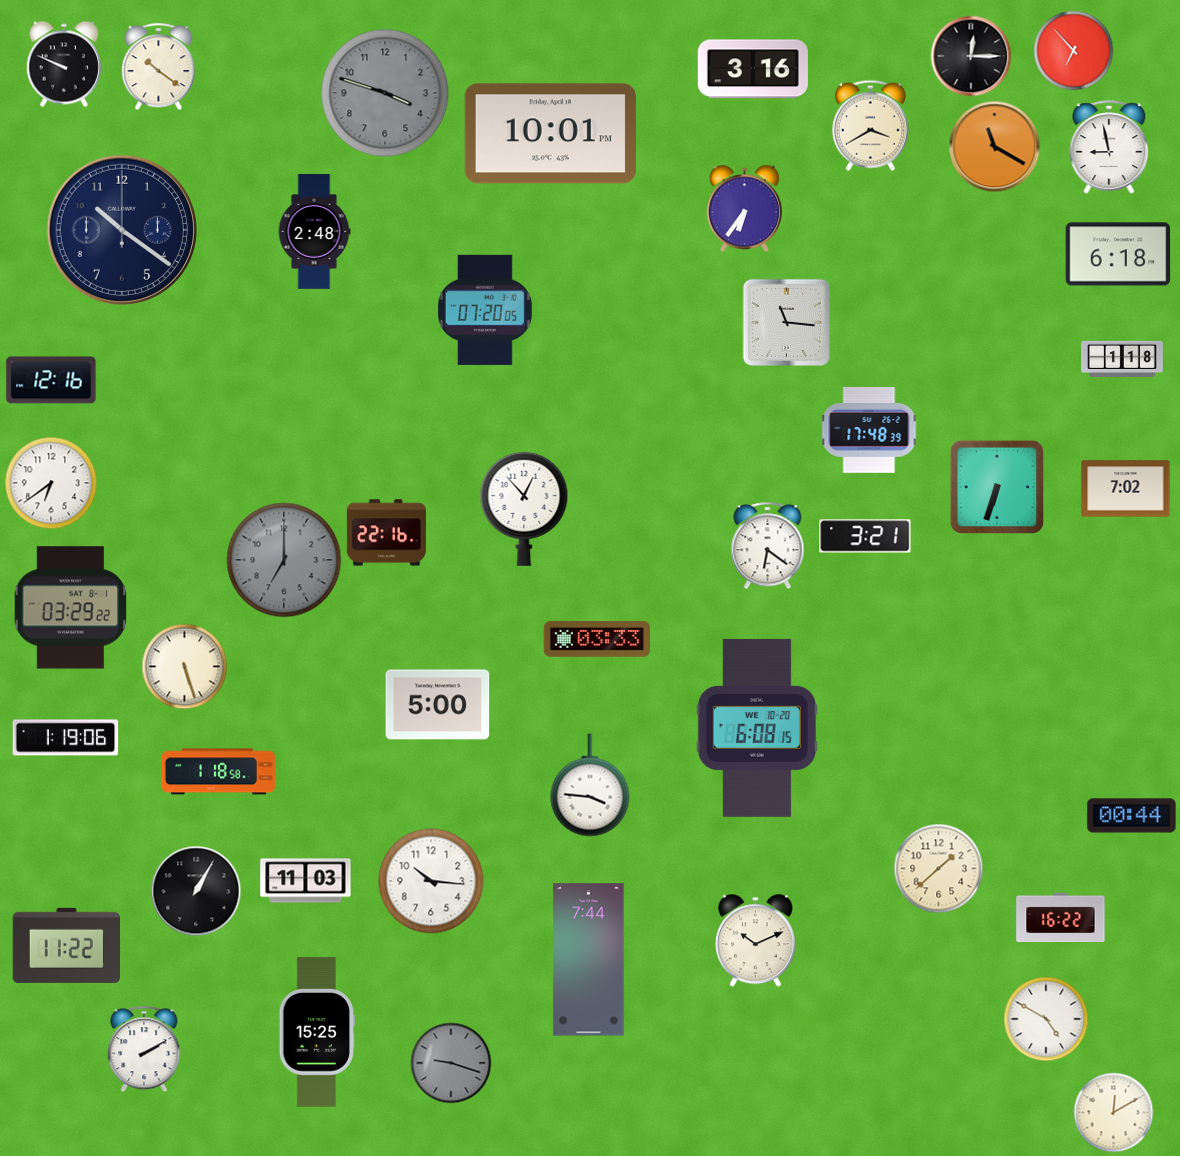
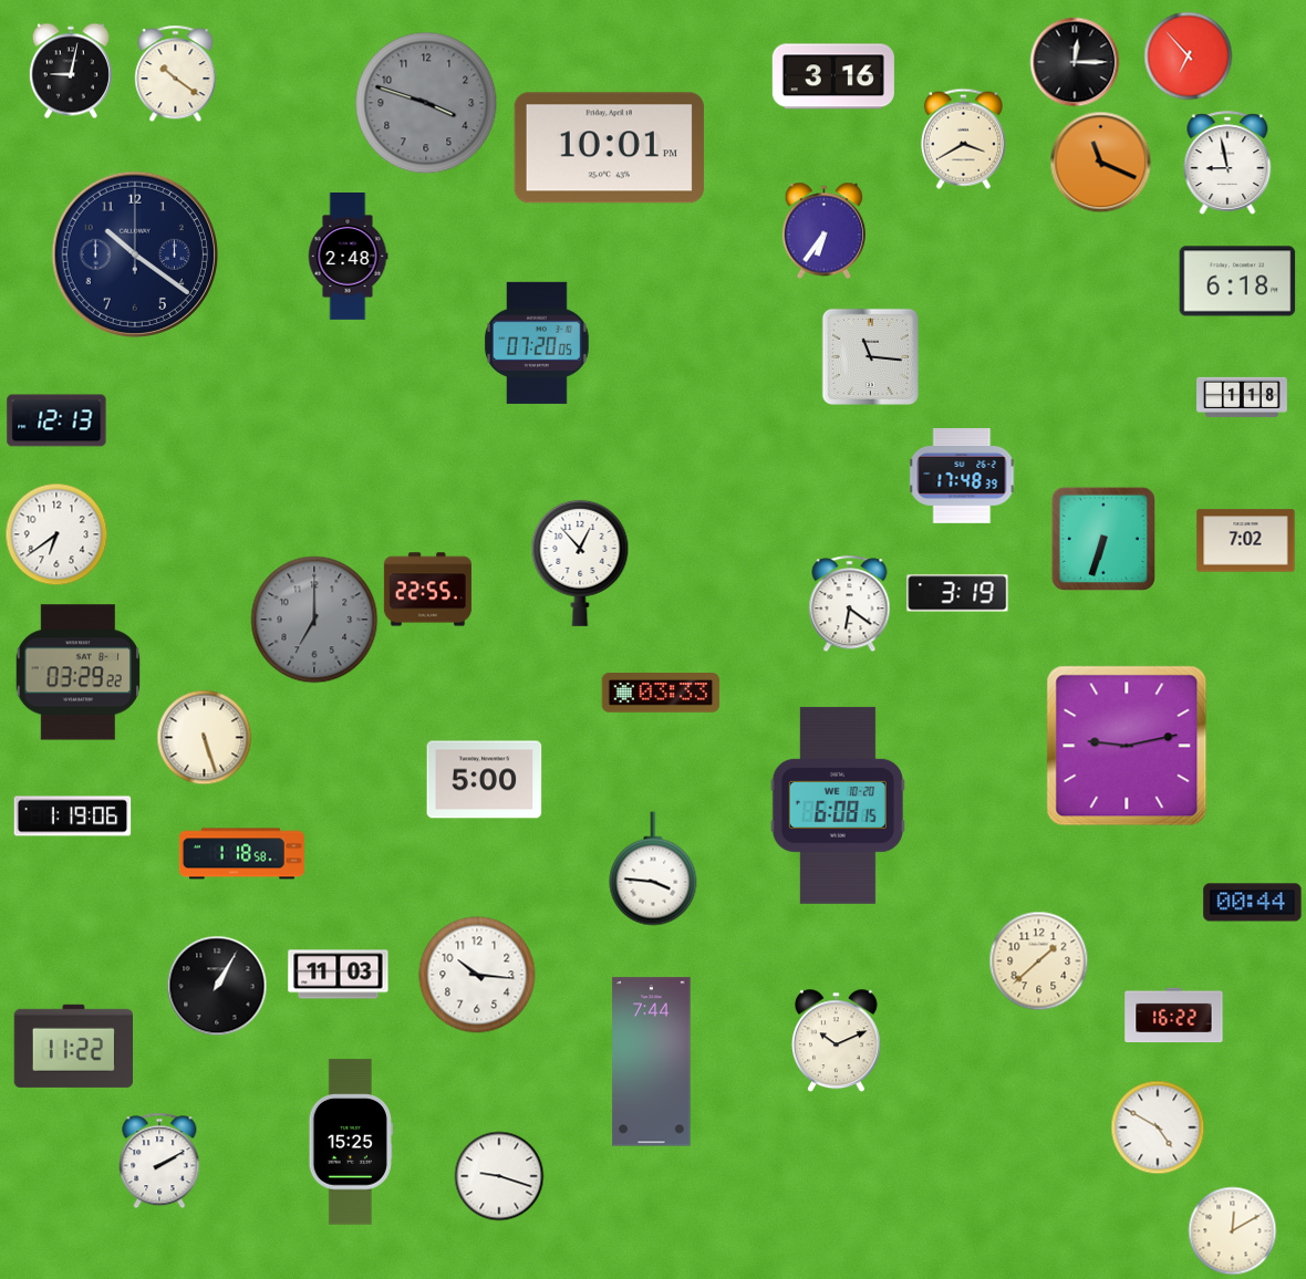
clock at (64, 64): 9:49 -> 9:02
clock at (995, 147): 11:20 -> 11:19
clock at (51, 380): 12:16 -> 12:13
clock at (386, 533): 22:16 -> 22:55
clock at (865, 536): 3:21 -> 3:19
clock at (597, 640) position: (597, 640) -> (661, 694)
clock at (1127, 746): none -> 9:13
clock at (451, 1063) dial: grey -> white
